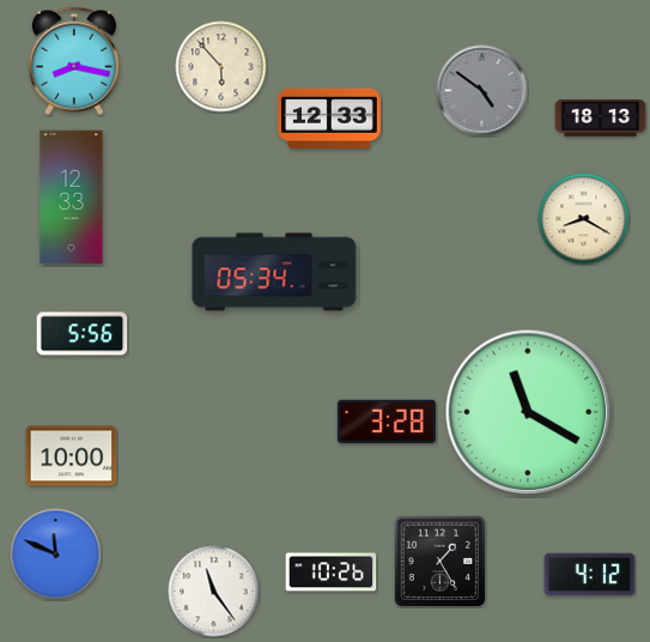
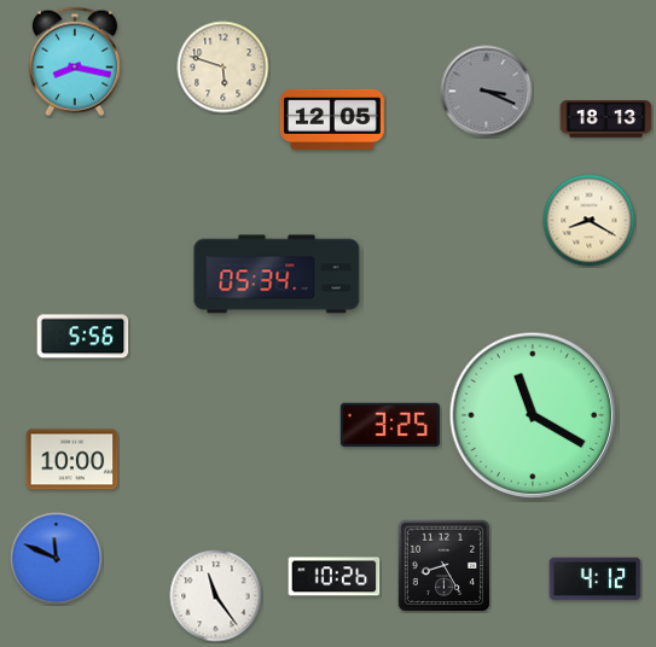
clock at (221, 67): 5:53 -> 5:48
clock at (482, 91): 4:51 -> 3:19
clock at (329, 119): 12:33 -> 12:05
clock at (72, 198): 12:33 -> none
clock at (387, 422): 3:28 -> 3:25
clock at (439, 561): 1:25 -> 8:25
